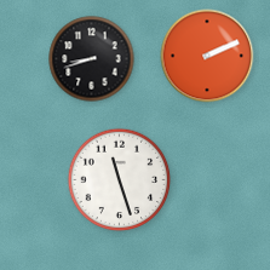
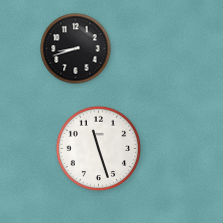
clock at (207, 56): 2:11 -> none
